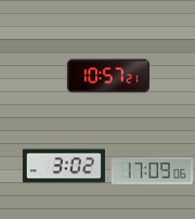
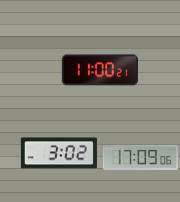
clock at (108, 76): 10:57 -> 11:00
